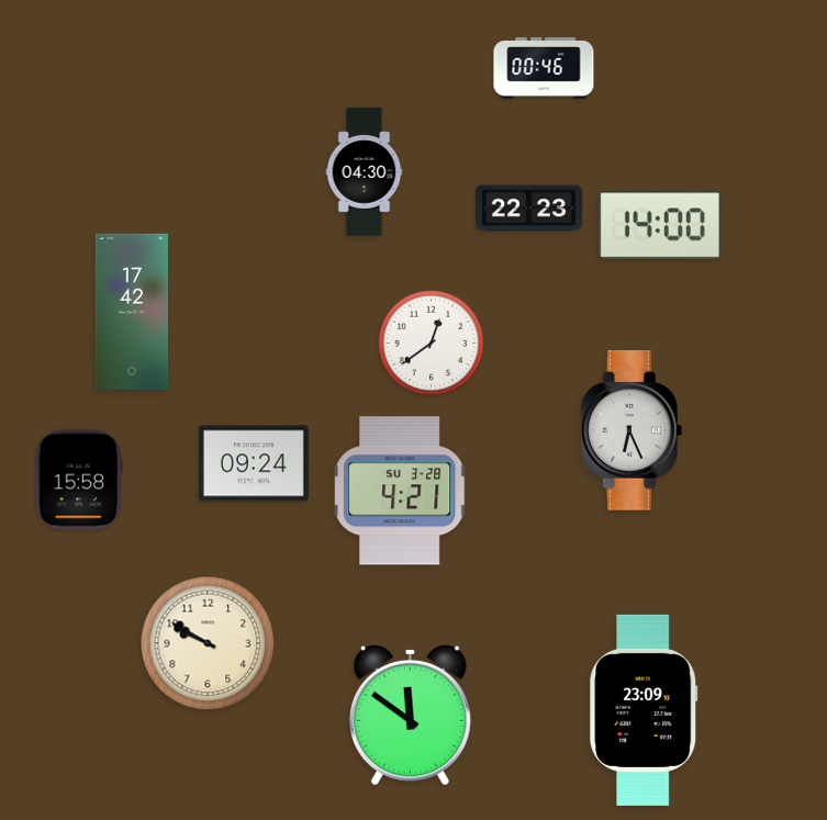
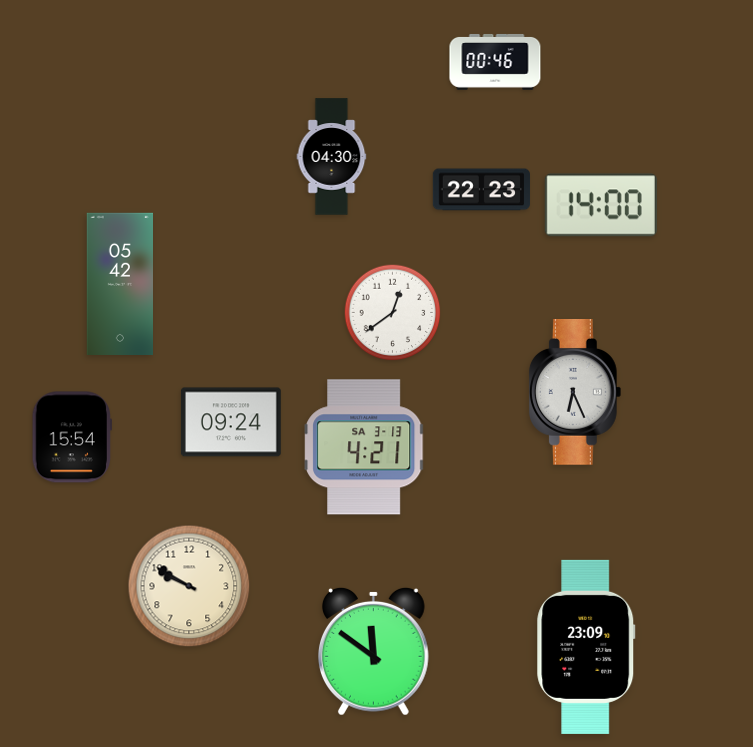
clock at (132, 311): 17:42 -> 05:42
clock at (79, 480): 15:58 -> 15:54
clock at (400, 491) date: SU 3-28 -> SA 3-13
